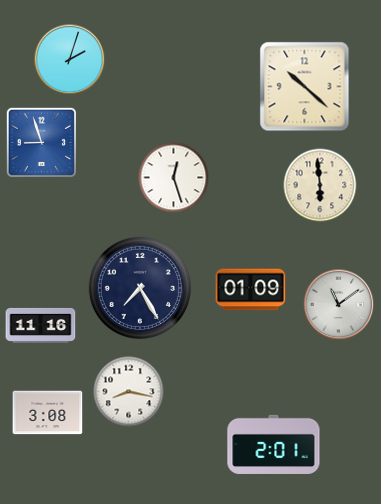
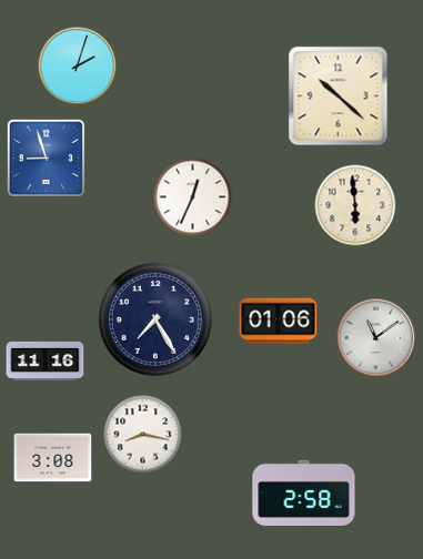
clock at (174, 178): 12:27 -> 12:34
clock at (251, 290): 01:09 -> 01:06
clock at (274, 444): 2:01 -> 2:58
